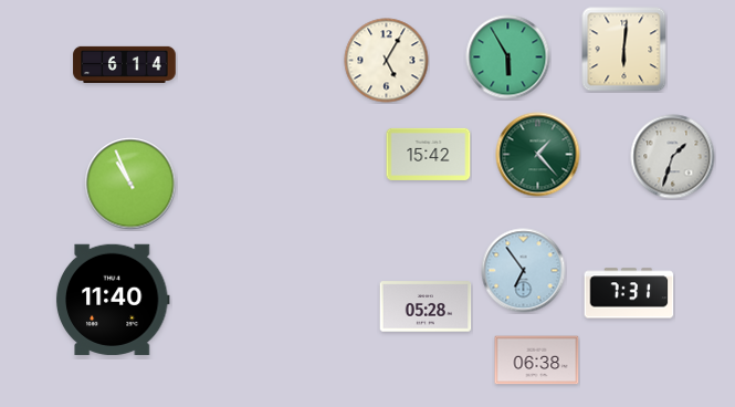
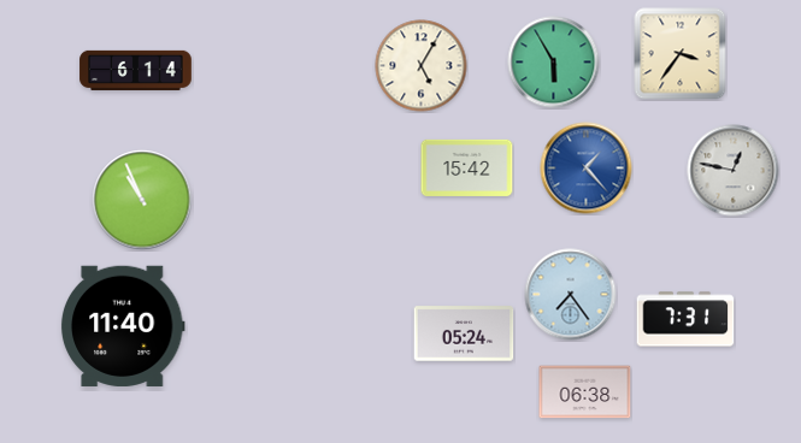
clock at (624, 50): 6:01 -> 3:36
clock at (538, 155) dial: green -> blue
clock at (673, 157): 1:33 -> 12:47
clock at (524, 271): 6:54 -> 7:24
clock at (426, 306): 05:28 -> 05:24
